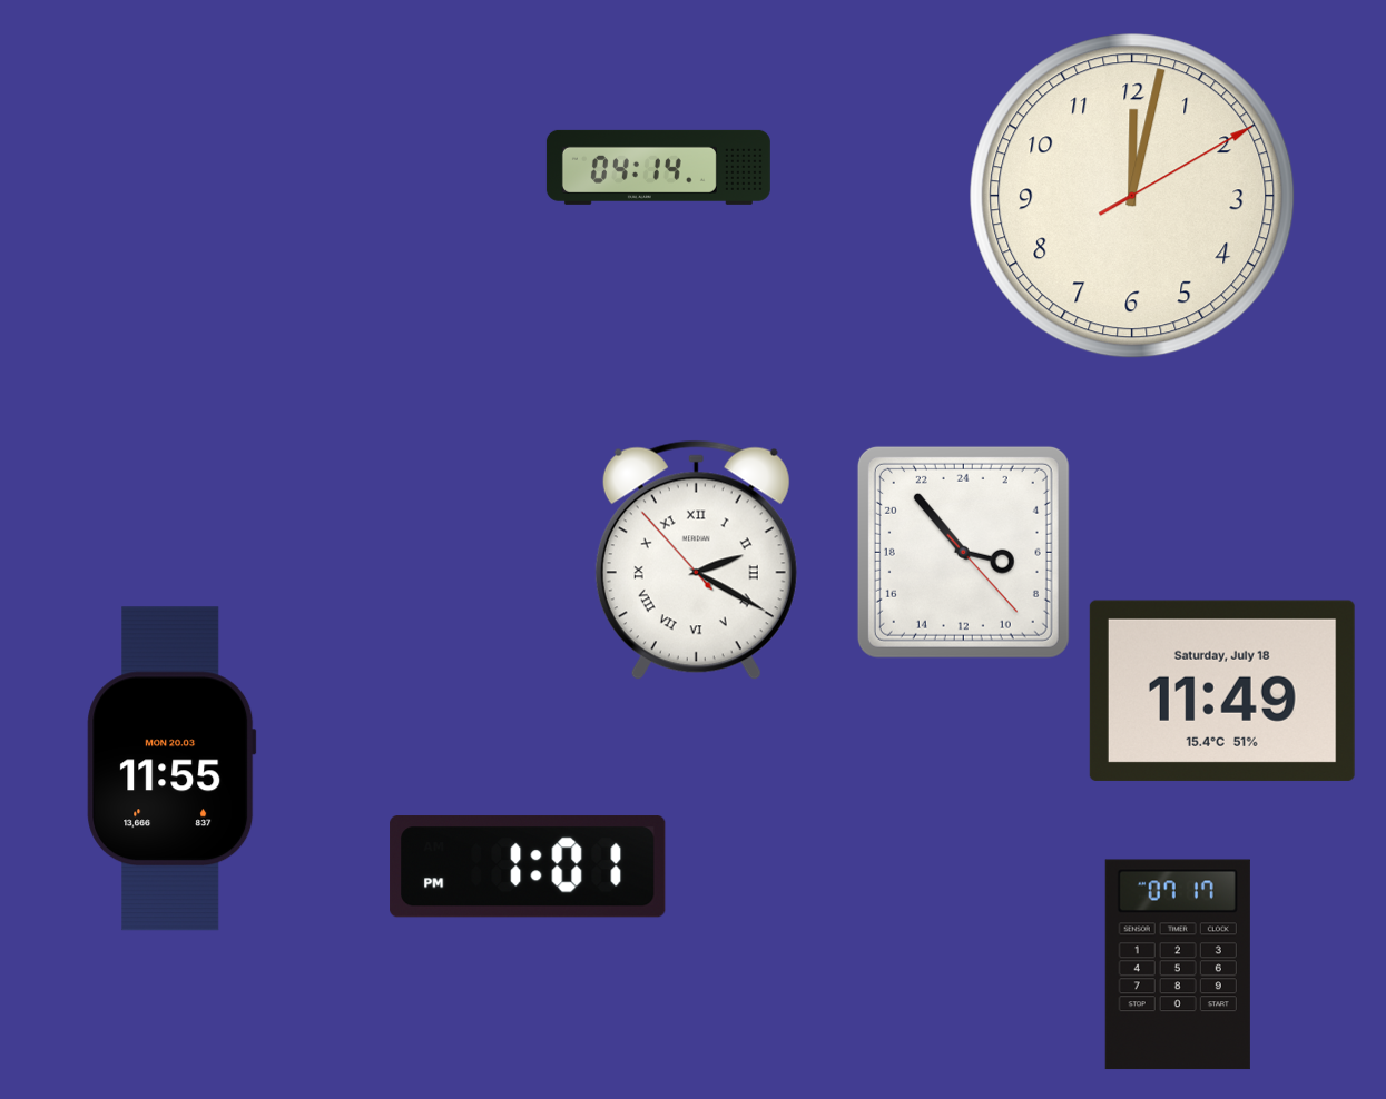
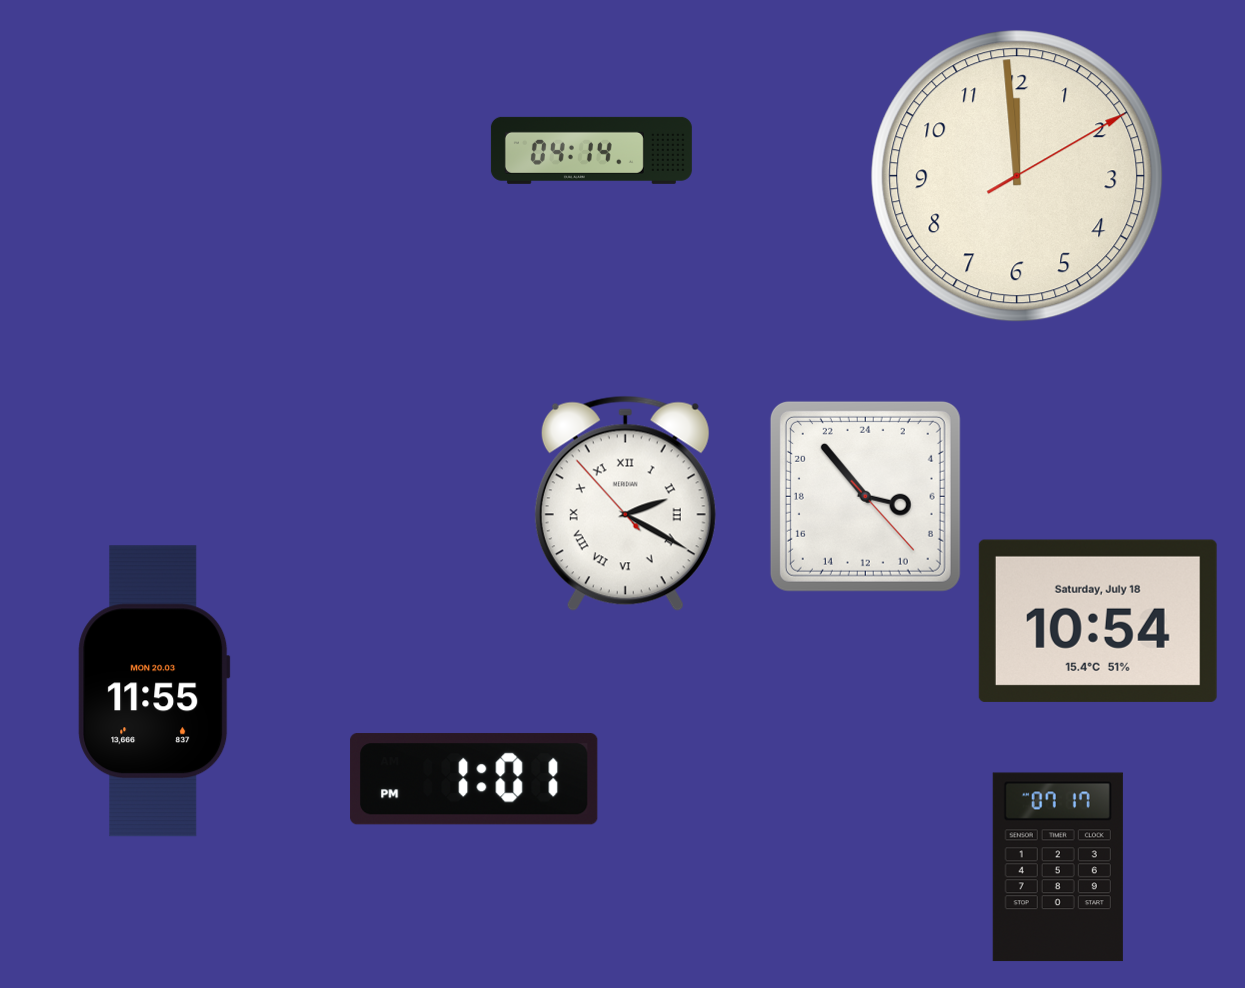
clock at (1132, 196): 12:02 -> 11:59
clock at (1222, 691): 11:49 -> 10:54
